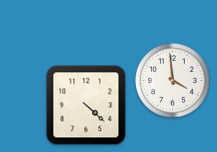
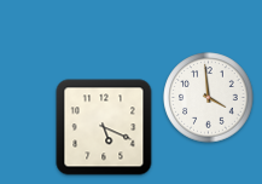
clock at (86, 105): 4:22 -> 5:19
